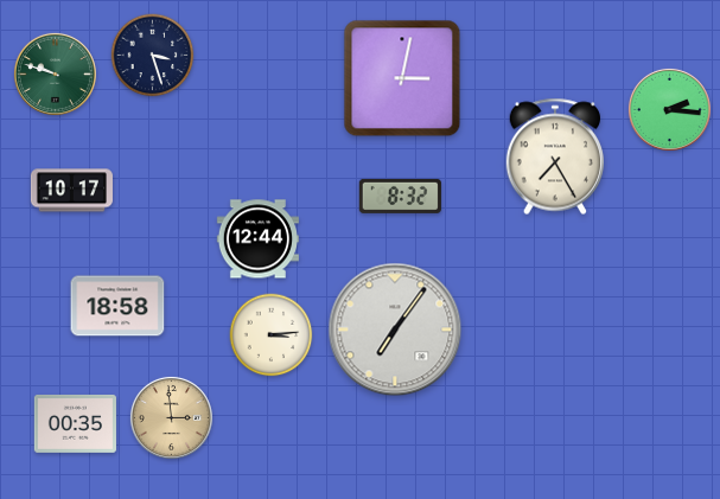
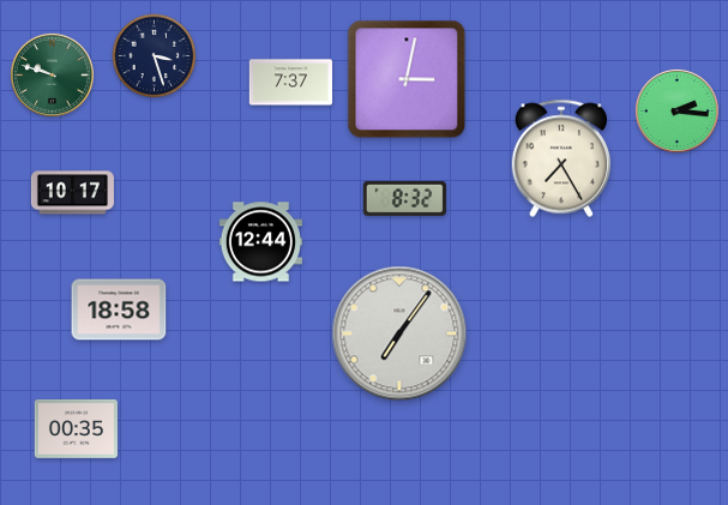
clock at (55, 73) position: (55, 73) -> (52, 74)
clock at (290, 83): none -> 7:37
clock at (272, 335): 3:14 -> none
clock at (171, 417): 2:59 -> none
